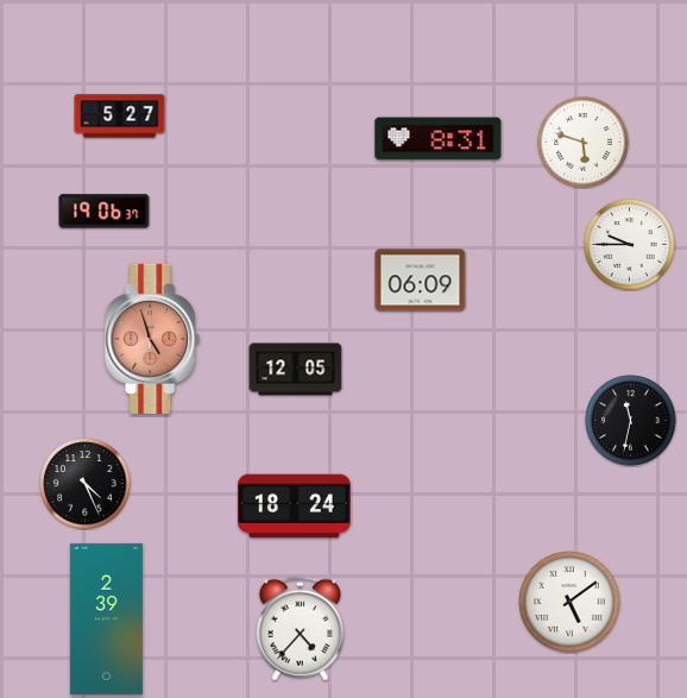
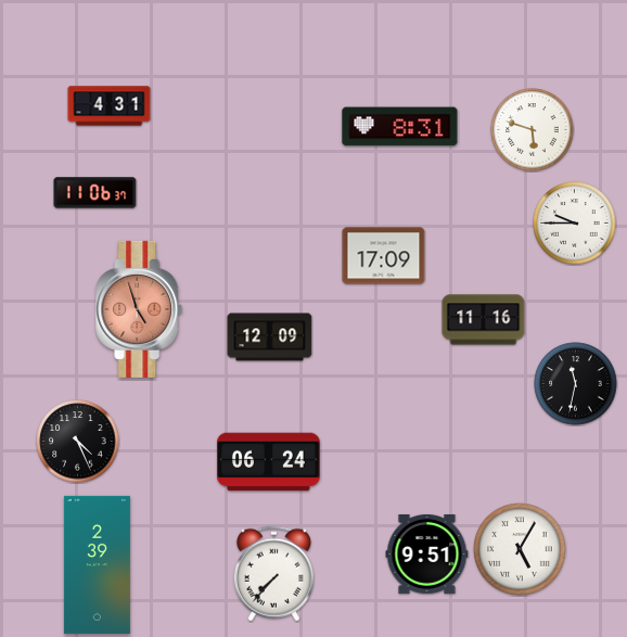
clock at (120, 117): 5:27 -> 4:31
clock at (105, 212): 19:06 -> 11:06
clock at (421, 281): 06:09 -> 17:09
clock at (484, 320): none -> 11:16
clock at (296, 370): 12:05 -> 12:09
clock at (295, 507): 18:24 -> 06:24
clock at (569, 602): 5:09 -> 5:05
clock at (427, 553): none -> 9:51
clock at (300, 629): 4:37 -> 7:37
